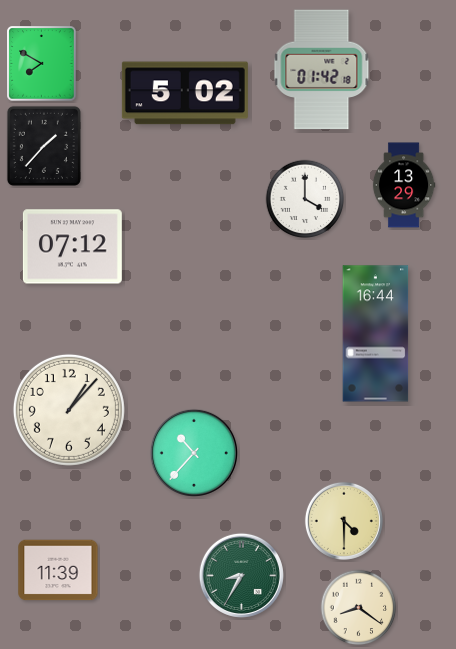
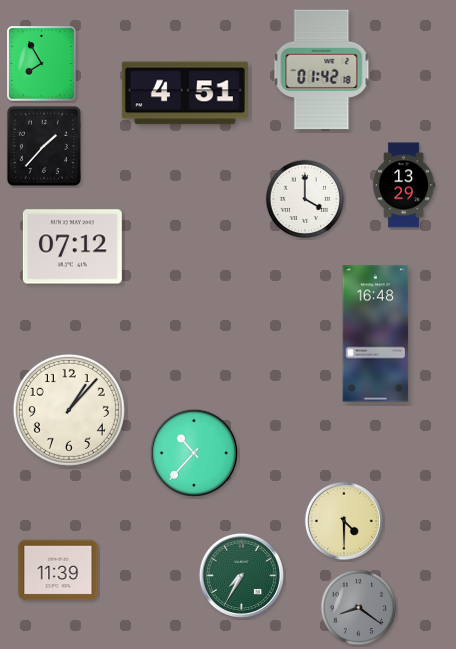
clock at (42, 64): 7:50 -> 7:55
clock at (185, 93): 5:02 -> 4:51
clock at (376, 334): 16:44 -> 16:48
clock at (241, 575): 8:35 -> 7:35
clock at (359, 608) dial: cream -> grey
